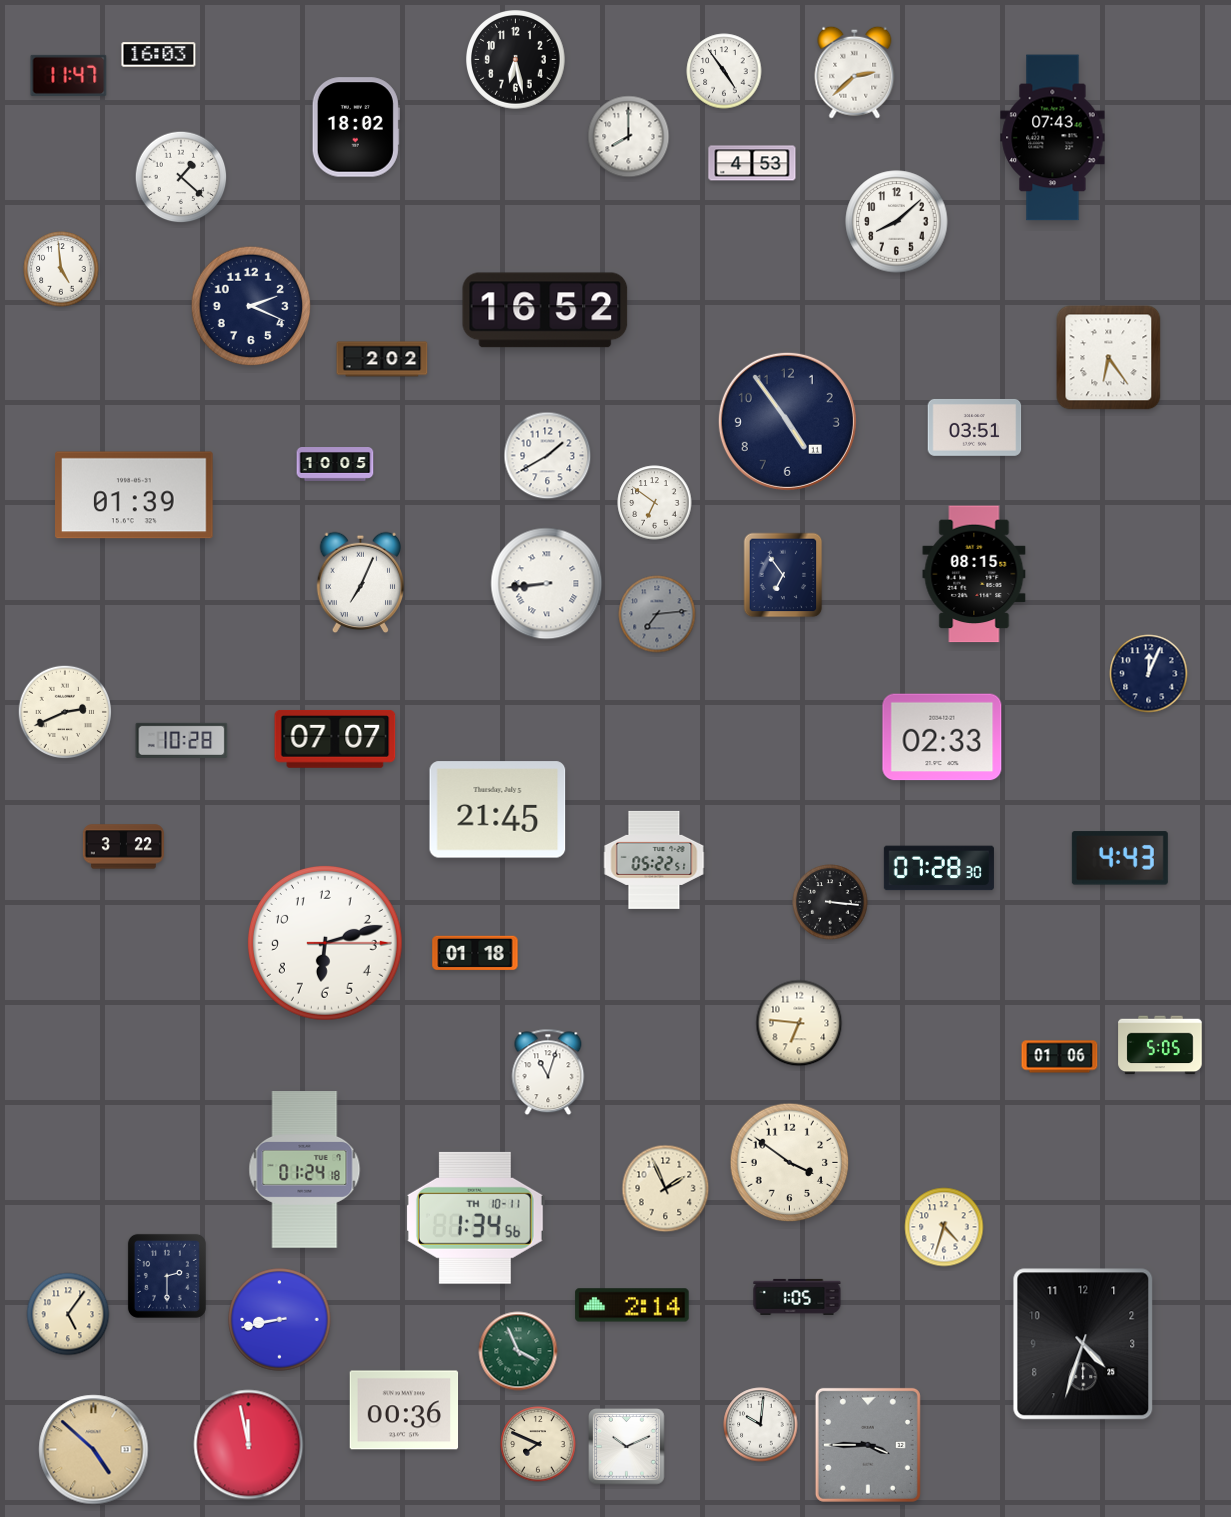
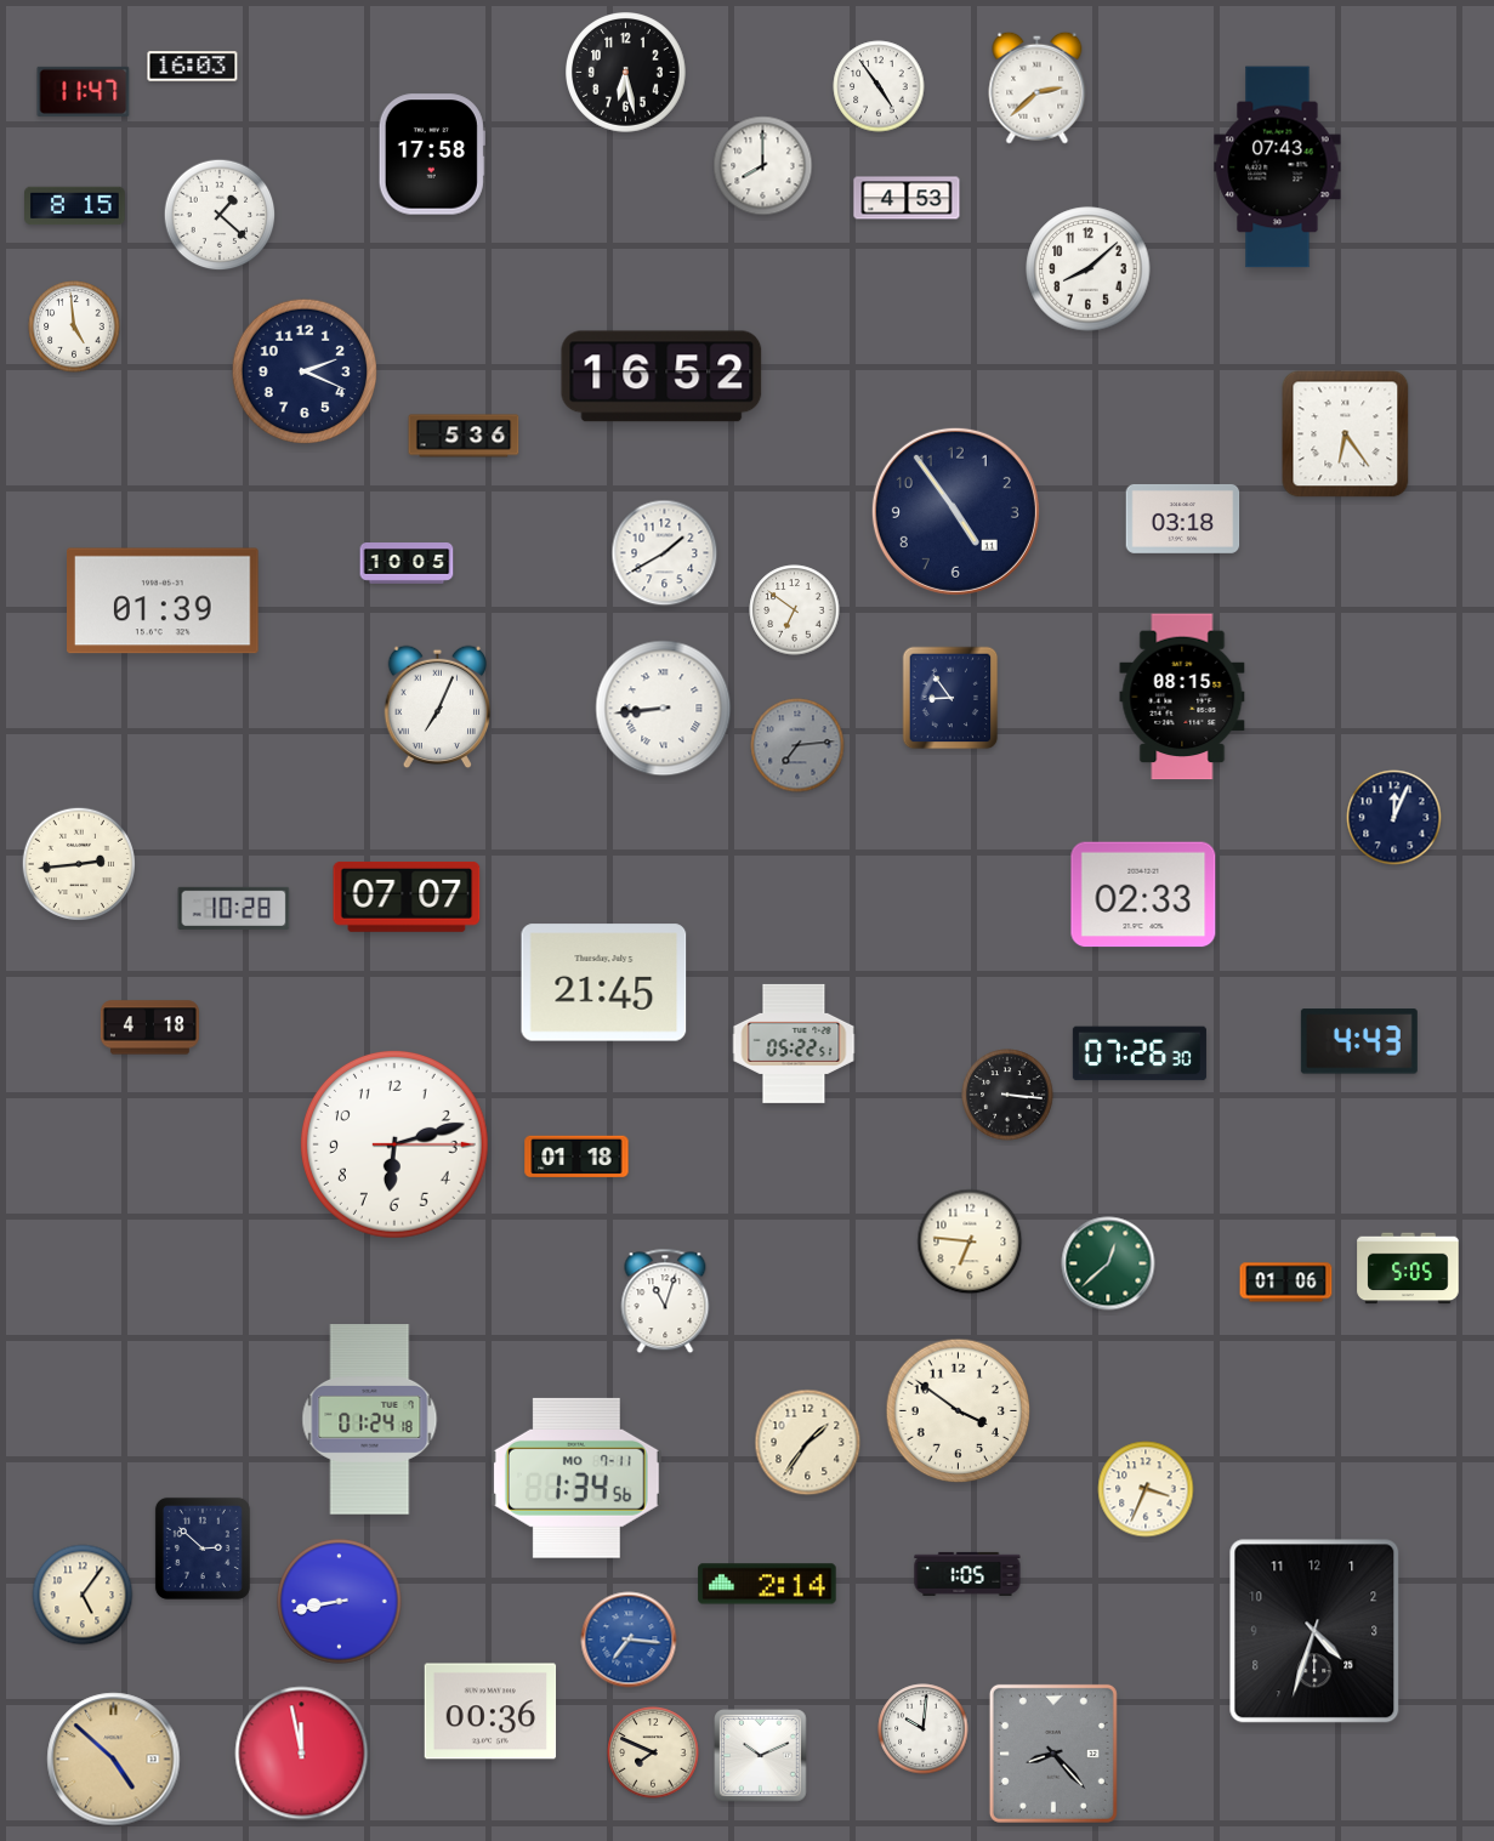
clock at (356, 127): 18:02 -> 17:58
clock at (752, 163) position: (752, 163) -> (907, 198)
clock at (75, 206): none -> 8:15
clock at (382, 359): 2:02 -> 5:36
clock at (975, 427): 03:51 -> 03:18
clock at (783, 575): 6:54 -> 8:54
clock at (64, 711): 2:41 -> 2:44
clock at (182, 740) position: (182, 740) -> (234, 908)
clock at (123, 847): 3:22 -> 4:18
clock at (939, 868): 07:28 -> 07:26
clock at (1108, 1263): none -> 12:38
clock at (666, 1189): 1:56 -> 1:36
clock at (475, 1218) date: TH 10-11 -> MO 7-11
clock at (944, 1227): 4:33 -> 3:34
clock at (167, 1276): 2:30 -> 2:52
clock at (518, 1351): 3:56 -> 7:16
clock at (518, 1351) dial: green -> blue
clock at (868, 1445): 3:45 -> 8:23
